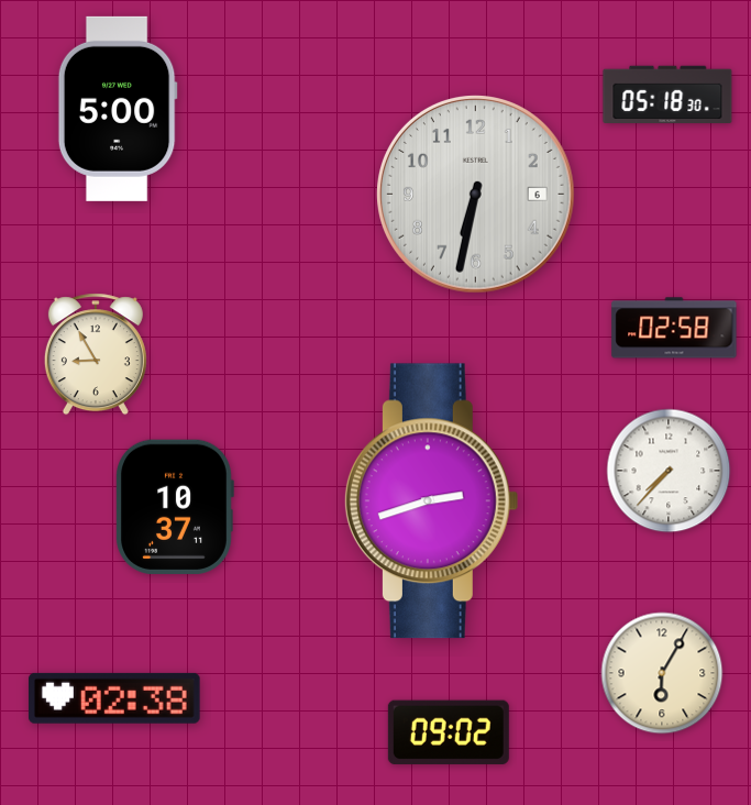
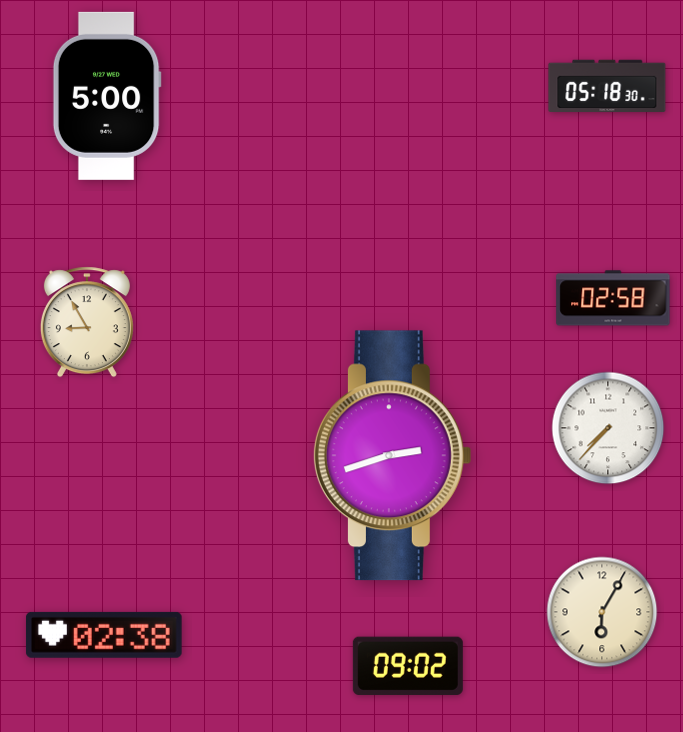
clock at (118, 109) position: (118, 109) -> (107, 96)
clock at (476, 195): 6:32 -> none
clock at (175, 507): 10:37 -> none
